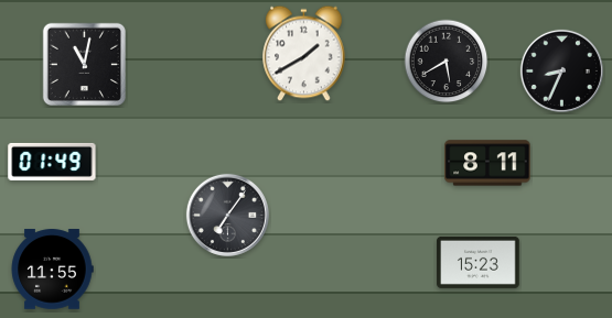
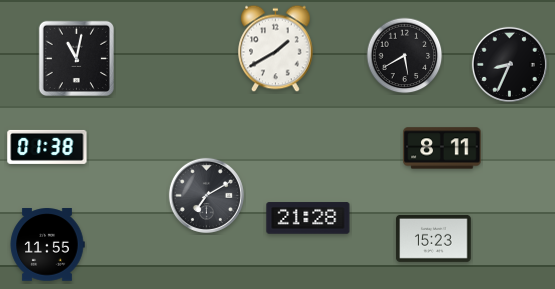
clock at (52, 162): 01:49 -> 01:38
clock at (227, 215): 7:06 -> 7:10
clock at (308, 218): none -> 21:28
